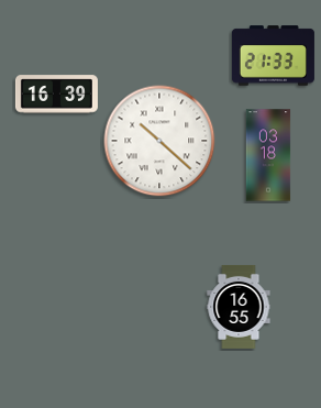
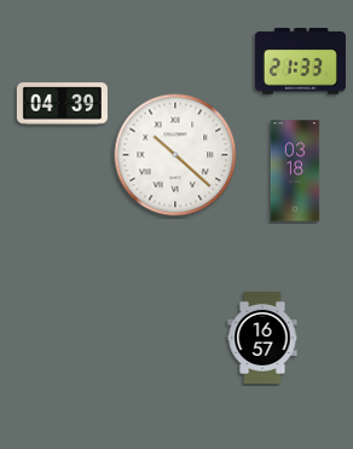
clock at (56, 95): 16:39 -> 04:39
clock at (239, 307): 16:55 -> 16:57
